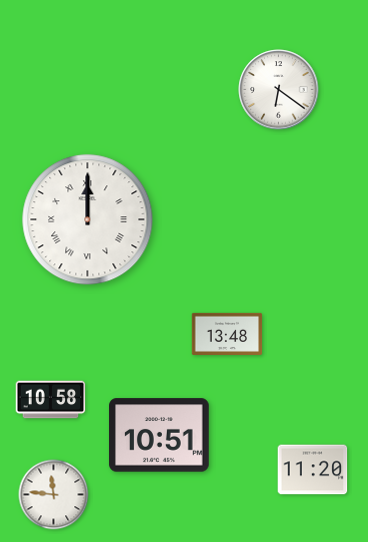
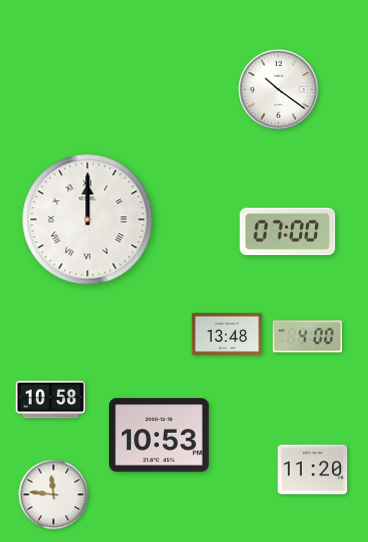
clock at (279, 90): 6:21 -> 10:21
clock at (288, 232): none -> 07:00
clock at (308, 337): none -> 4:00
clock at (159, 435): 10:51 -> 10:53
